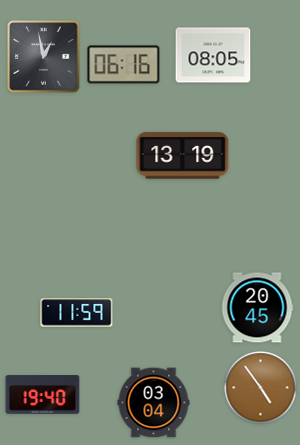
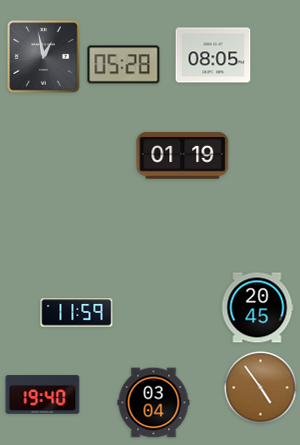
clock at (124, 65): 06:16 -> 05:28
clock at (183, 156): 13:19 -> 01:19
